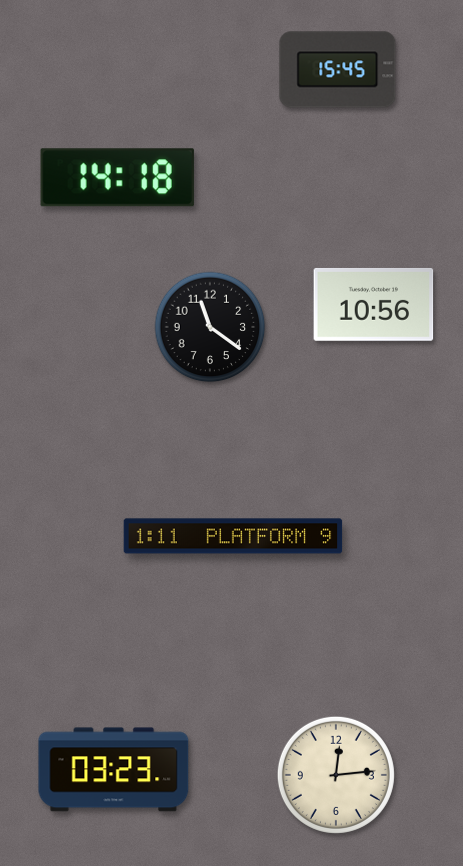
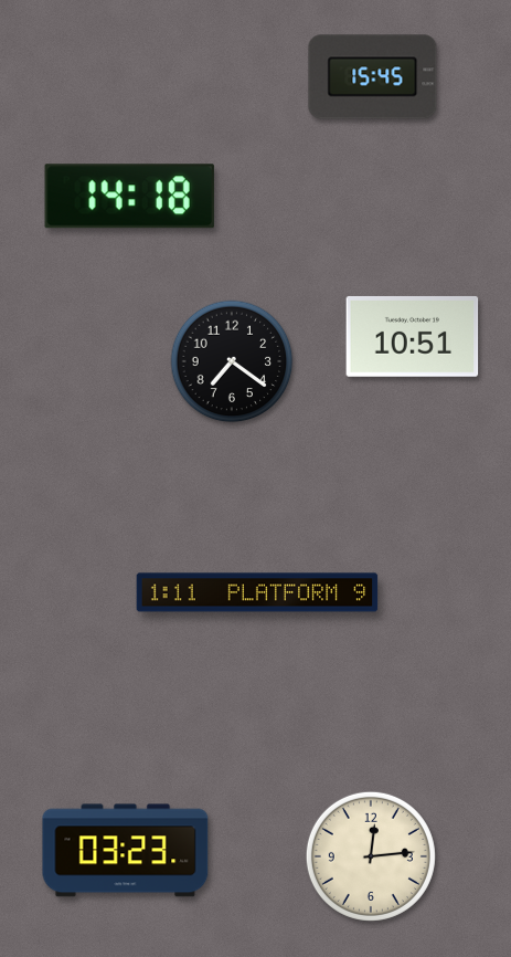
clock at (374, 305): 10:56 -> 10:51
clock at (210, 327): 11:21 -> 7:21
